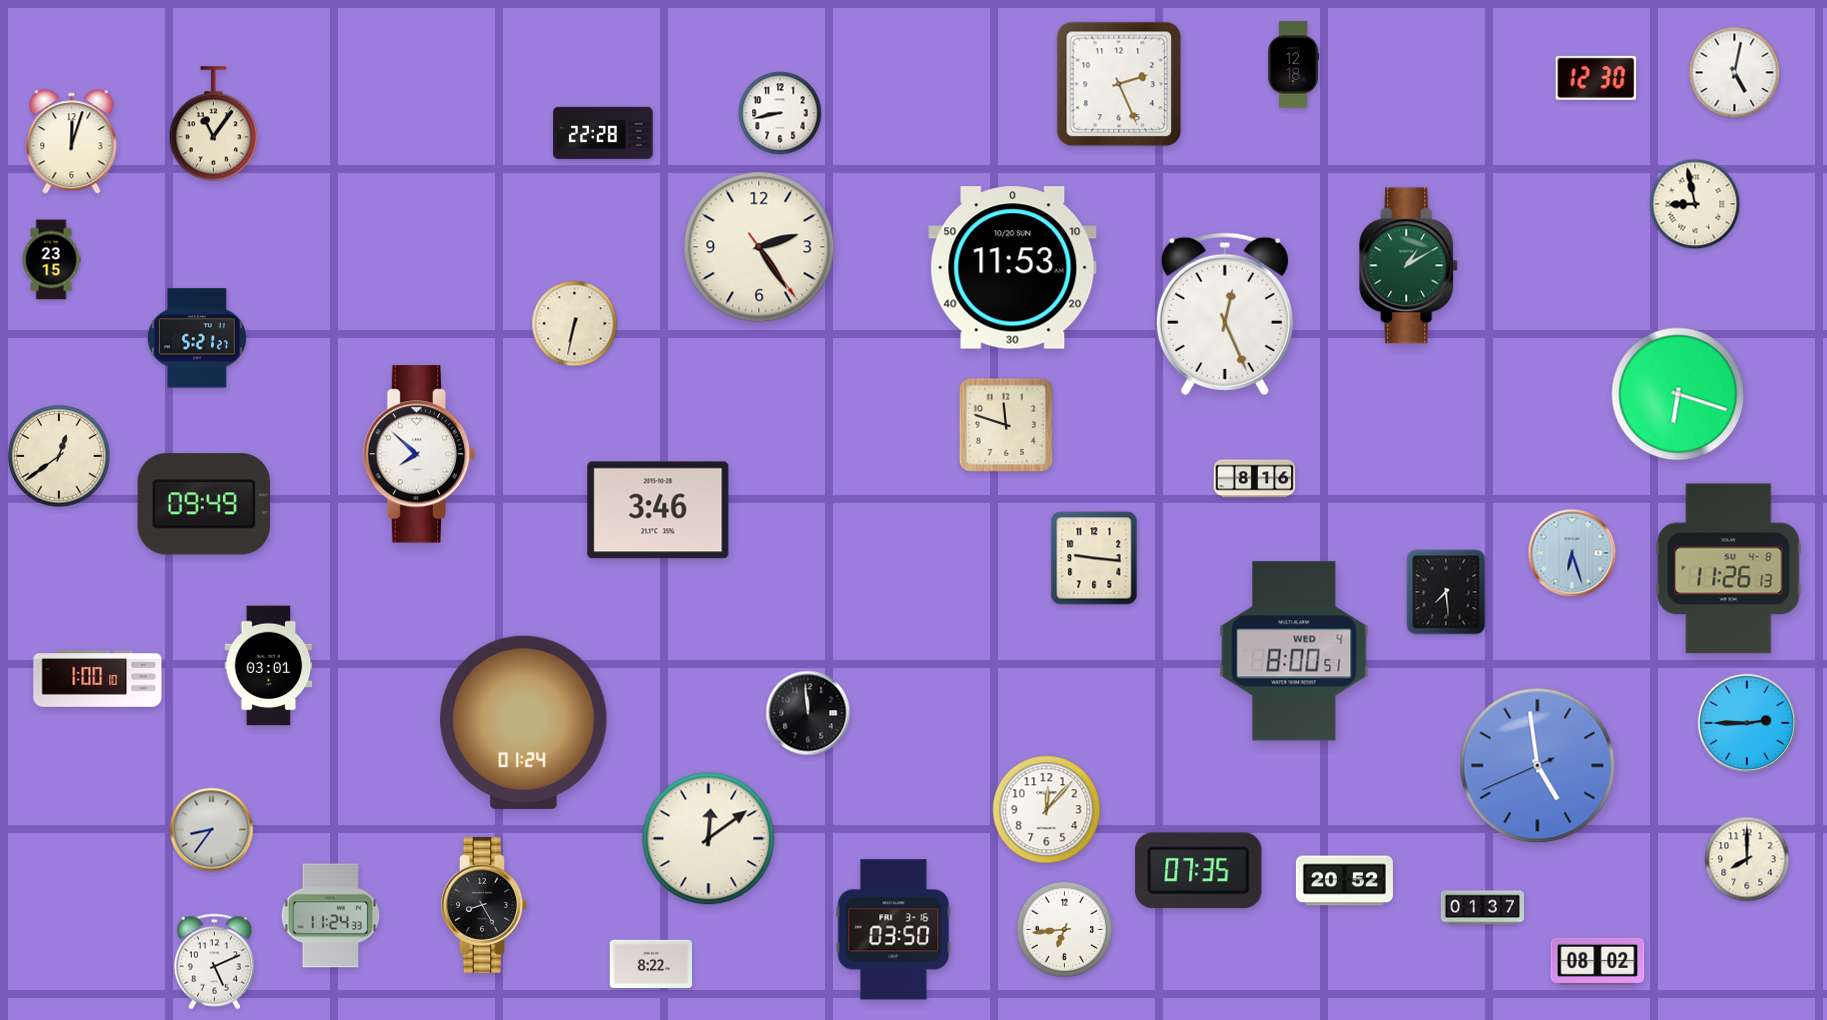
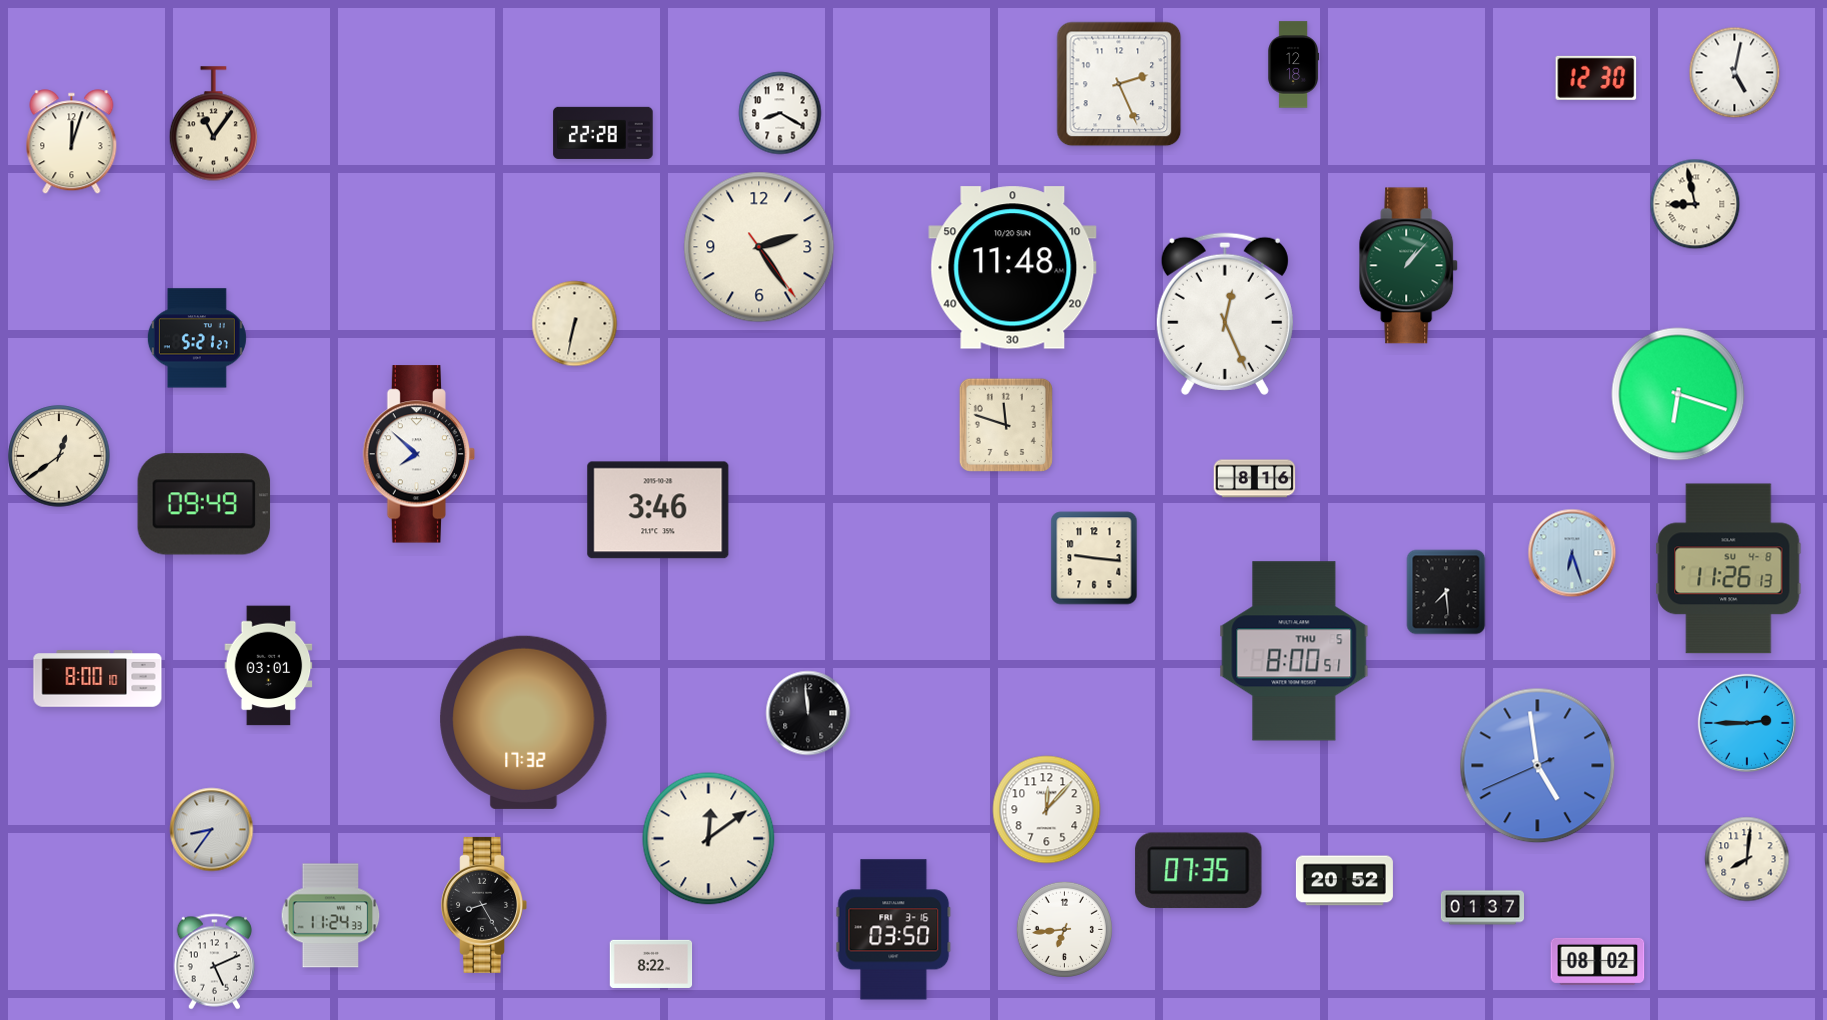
clock at (780, 113): 8:43 -> 8:20
clock at (51, 260): 23:15 -> none
clock at (1409, 266): 1:10 -> 1:07
clock at (1013, 268): 11:53 -> 11:48
clock at (1294, 651) date: WED 4 -> THU 5
clock at (98, 679): 1:00 -> 8:00
clock at (524, 722): 01:24 -> 17:32
clock at (1747, 859): 8:00 -> 8:01
